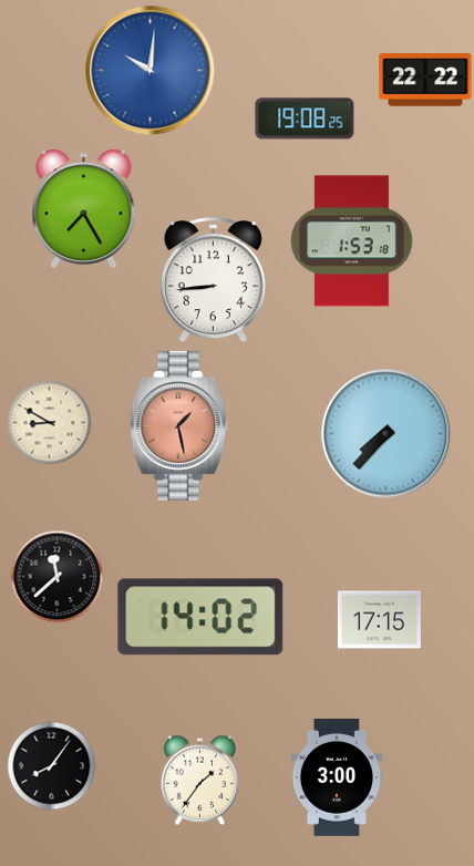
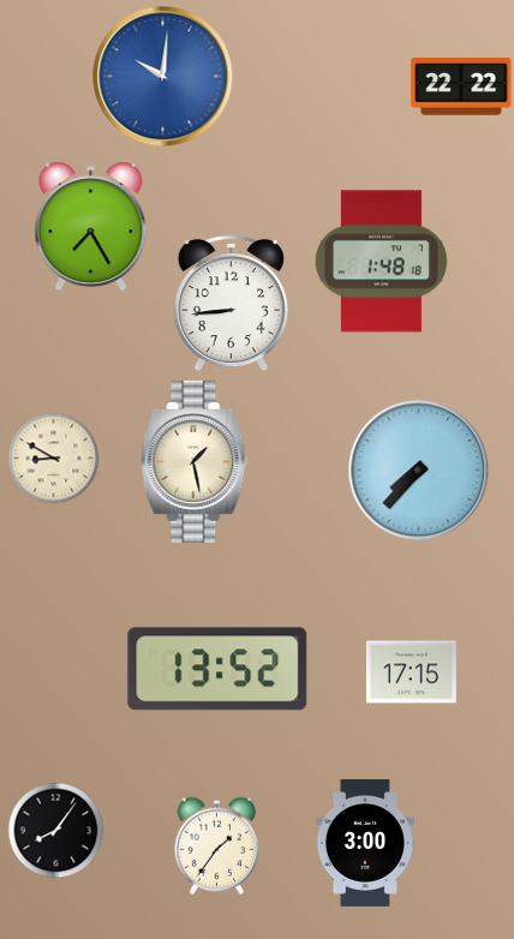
clock at (305, 118): 19:08 -> none
clock at (351, 241): 1:53 -> 1:48
clock at (179, 425) dial: salmon -> cream
clock at (58, 577): 11:38 -> none
clock at (200, 617): 14:02 -> 13:52
